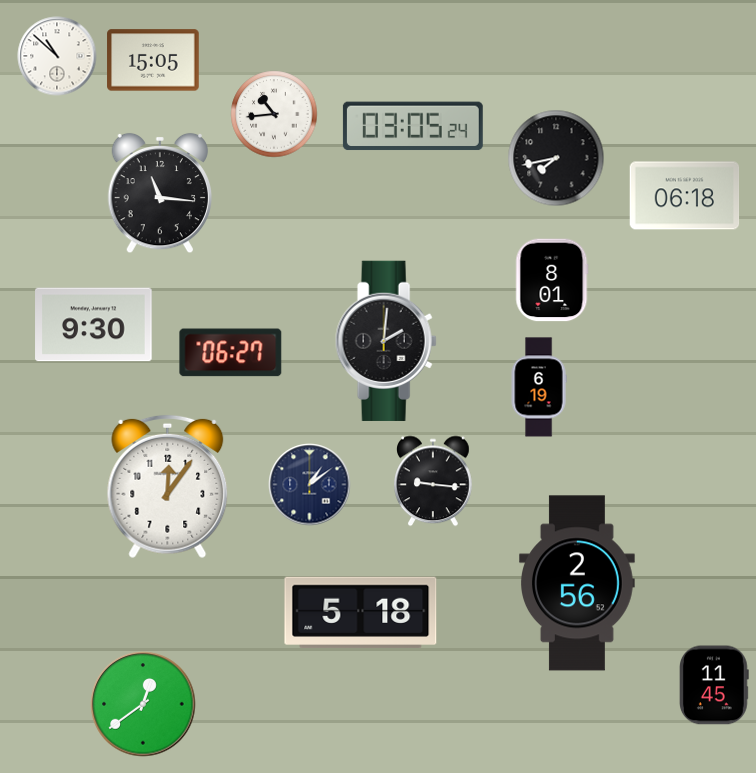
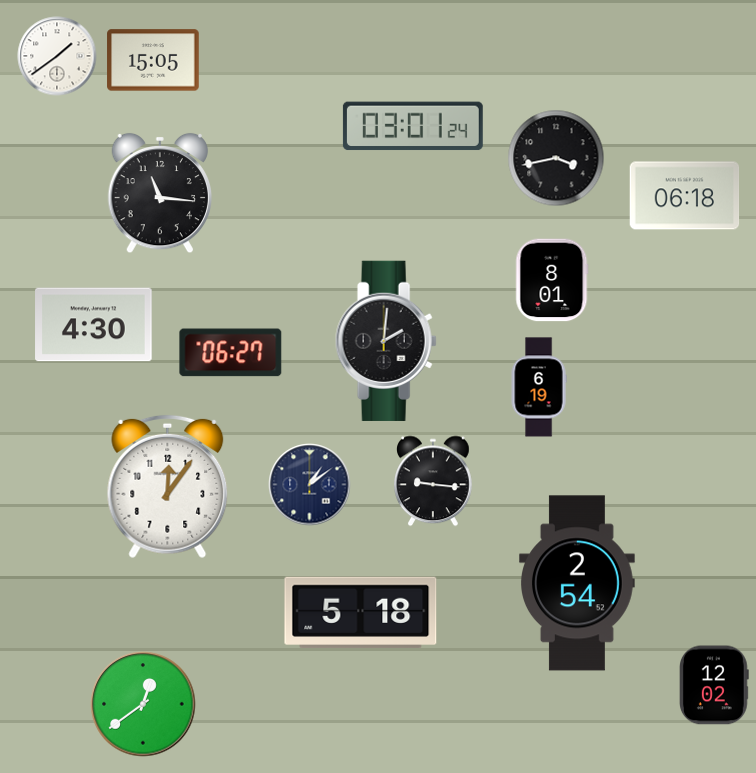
clock at (57, 56): 10:52 -> 1:39
clock at (274, 114): 10:44 -> none
clock at (413, 126): 03:05 -> 03:01
clock at (556, 158): 7:43 -> 3:43
clock at (94, 325): 9:30 -> 4:30
clock at (578, 583): 2:56 -> 2:54
clock at (715, 685): 11:45 -> 12:02
